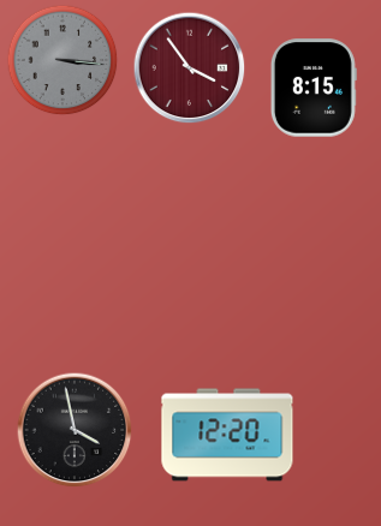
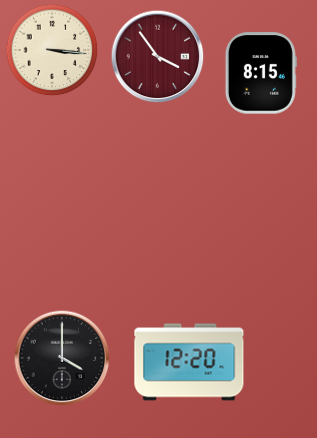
clock at (62, 60) dial: grey -> cream
clock at (75, 430): 3:58 -> 4:00
